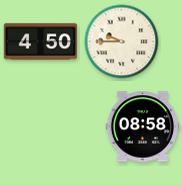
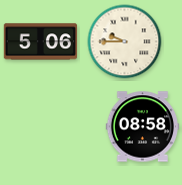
clock at (41, 42): 4:50 -> 5:06
clock at (122, 42) position: (122, 42) -> (125, 42)
